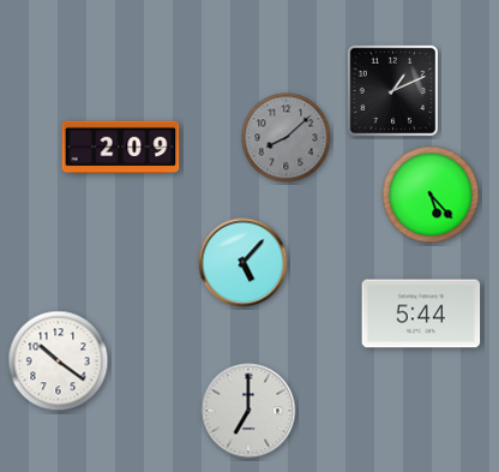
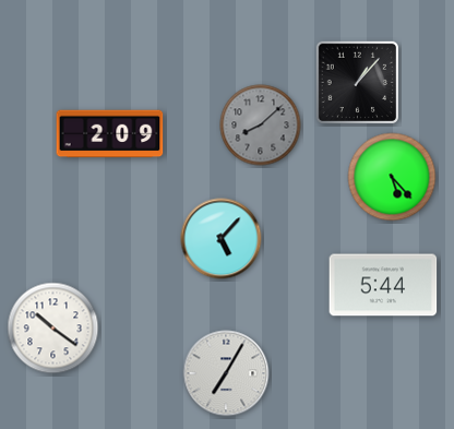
clock at (392, 90): 1:11 -> 1:07
clock at (248, 411): 7:00 -> 7:05
